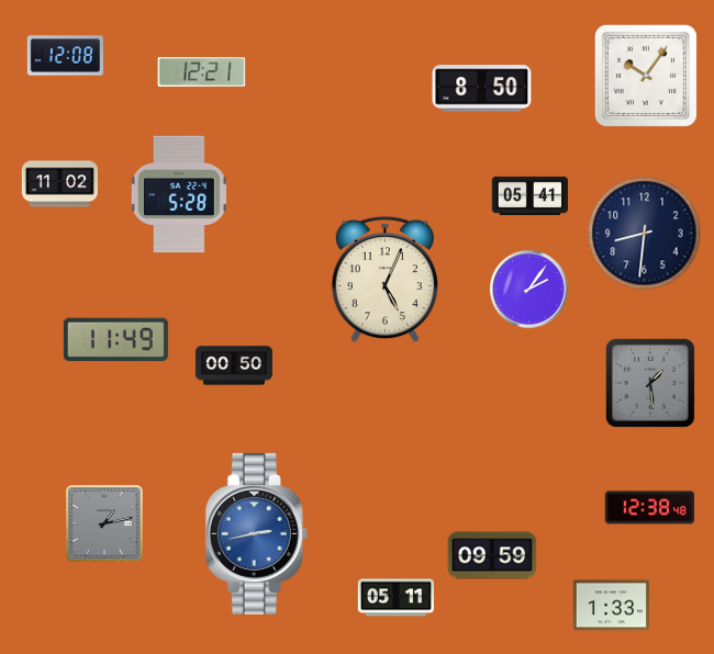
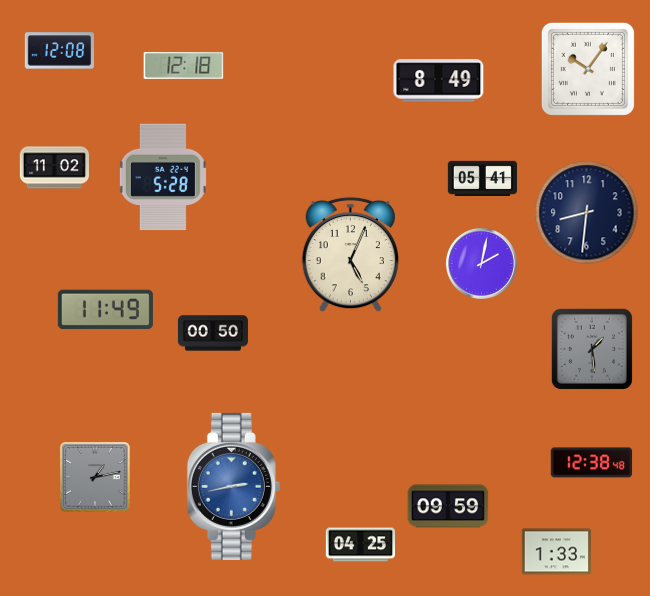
clock at (202, 71): 12:21 -> 12:18
clock at (482, 89): 8:50 -> 8:49
clock at (528, 289): 2:06 -> 2:02
clock at (395, 598): 05:11 -> 04:25
